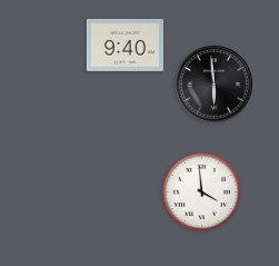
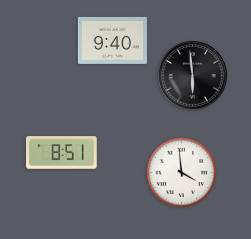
clock at (62, 153): none -> 8:51
